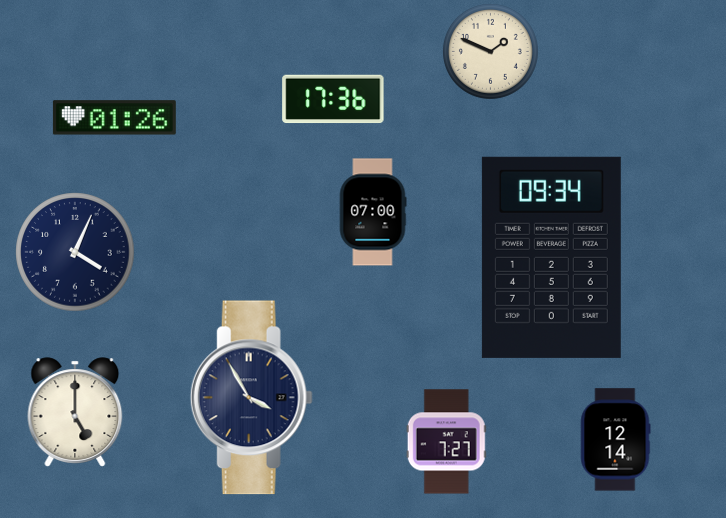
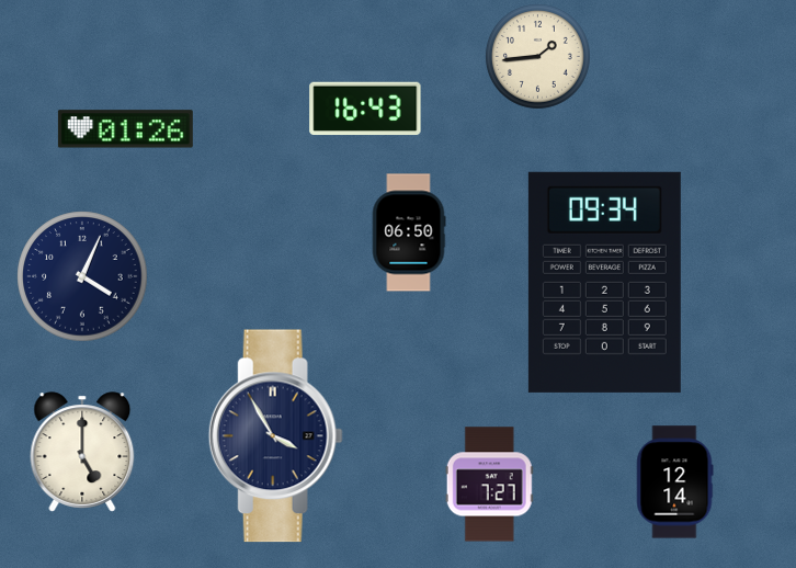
clock at (490, 51): 1:49 -> 1:44
clock at (333, 99): 17:36 -> 16:43
clock at (373, 212): 07:00 -> 06:50
